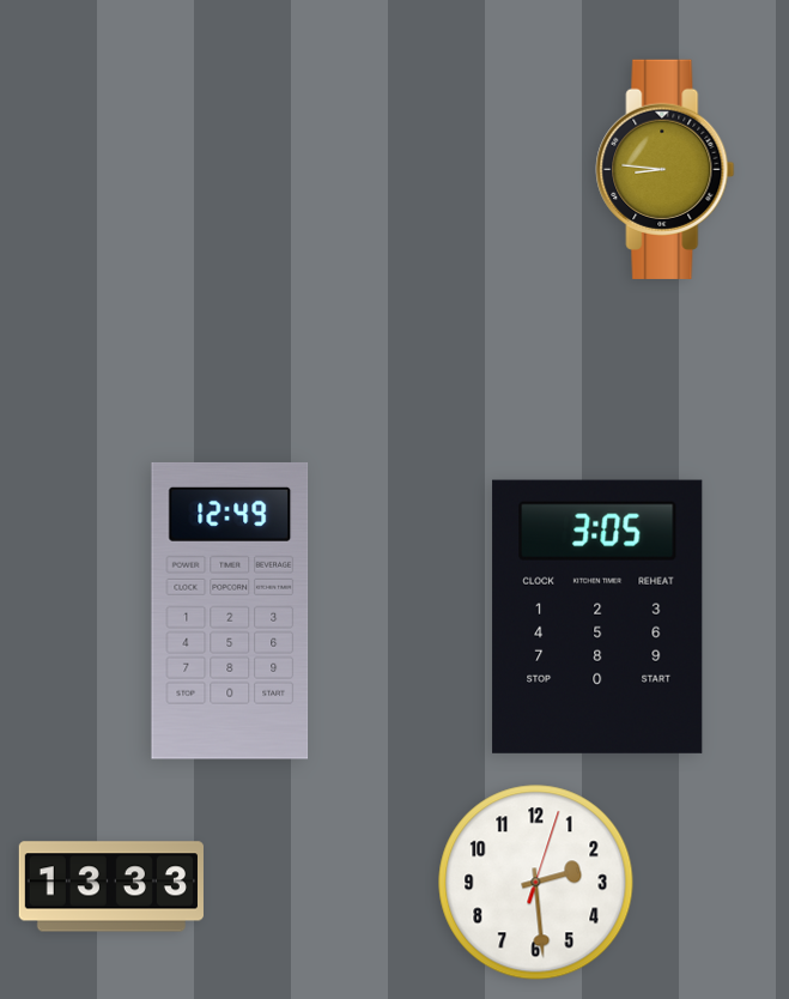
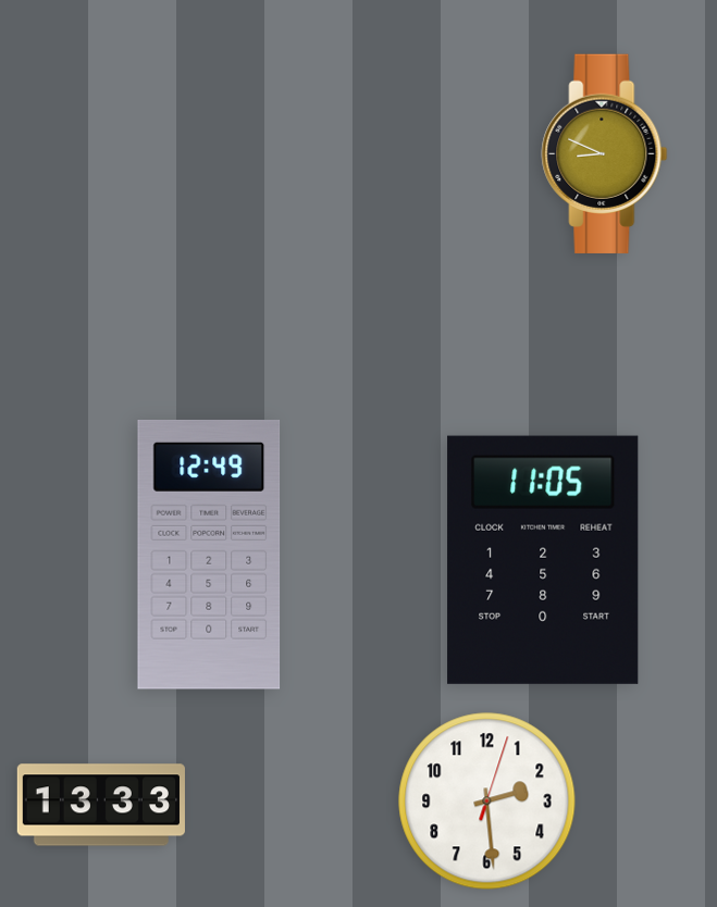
clock at (666, 169): 8:46 -> 8:49
clock at (597, 617): 3:05 -> 11:05
